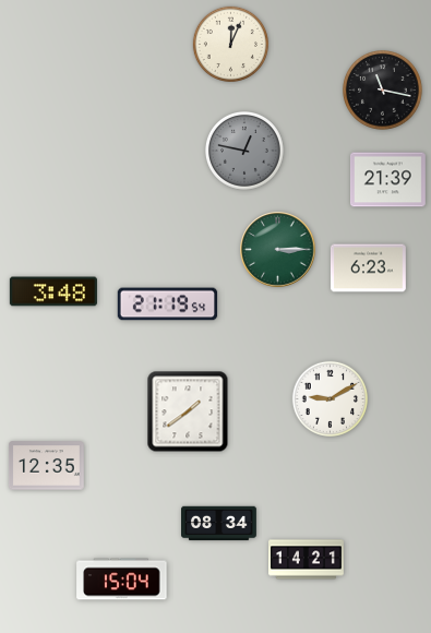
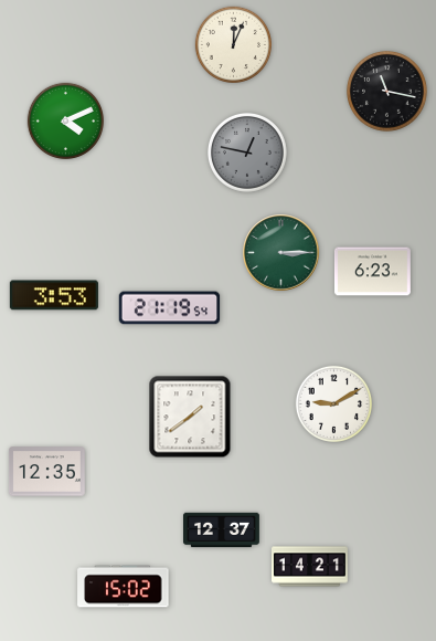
clock at (65, 120): none -> 4:11
clock at (387, 180): 21:39 -> none
clock at (53, 291): 3:48 -> 3:53
clock at (219, 524): 08:34 -> 12:37
clock at (122, 580): 15:04 -> 15:02
